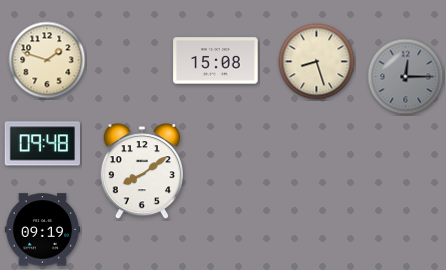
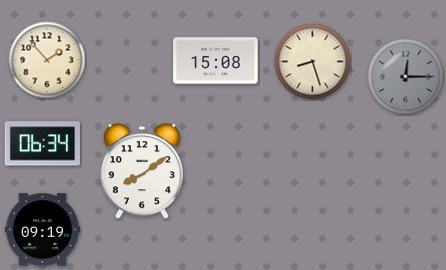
clock at (47, 60): 1:48 -> 1:53
clock at (317, 62) position: (317, 62) -> (313, 62)
clock at (42, 144): 09:48 -> 06:34
